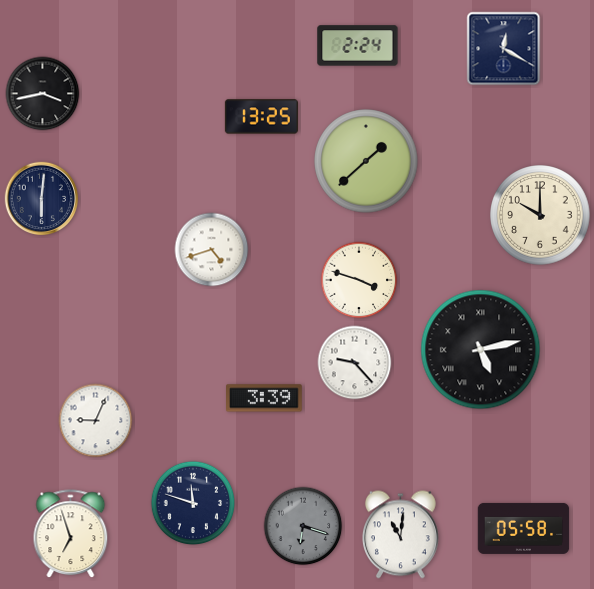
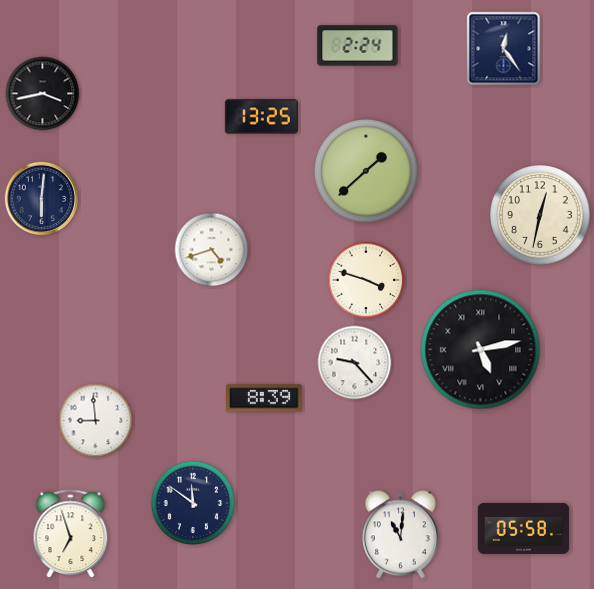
clock at (504, 49): 12:20 -> 12:24
clock at (366, 161) position: (366, 161) -> (366, 171)
clock at (540, 215): 10:00 -> 12:32
clock at (359, 280) position: (359, 280) -> (366, 280)
clock at (265, 398): 3:39 -> 8:39
clock at (96, 421): 9:04 -> 8:59
clock at (193, 503): 11:48 -> 11:51
clock at (303, 526): 6:18 -> none
